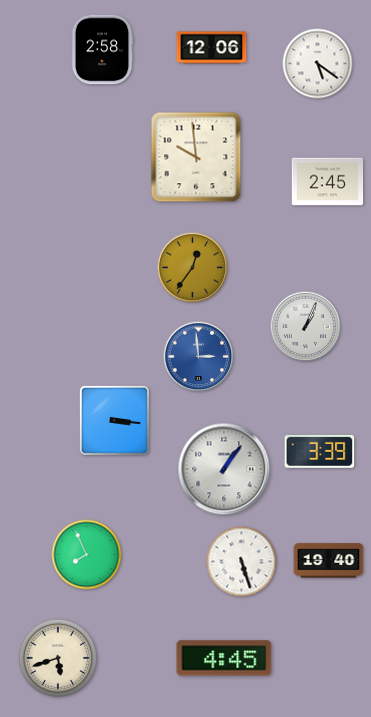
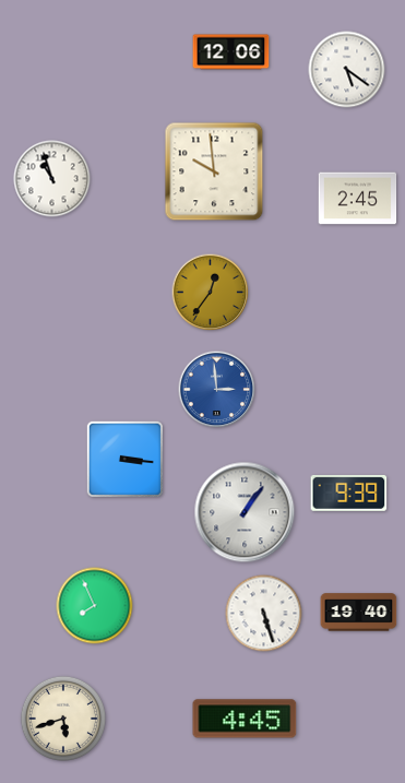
clock at (102, 50): 2:58 -> none
clock at (52, 179): none -> 10:57
clock at (306, 327): 1:04 -> none
clock at (320, 451): 3:39 -> 9:39
